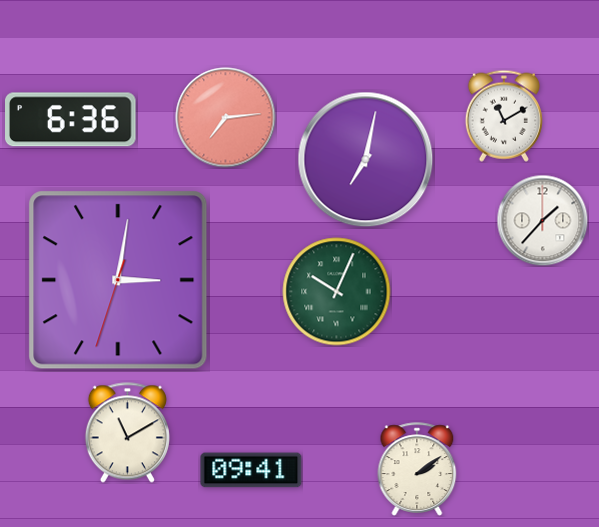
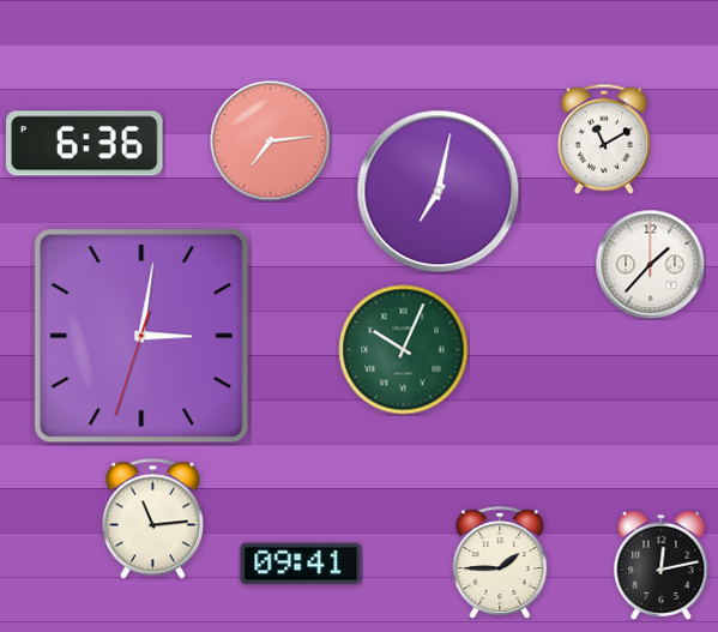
clock at (127, 433): 11:10 -> 11:14
clock at (417, 469): 2:09 -> 1:45
clock at (662, 565): none -> 12:13
